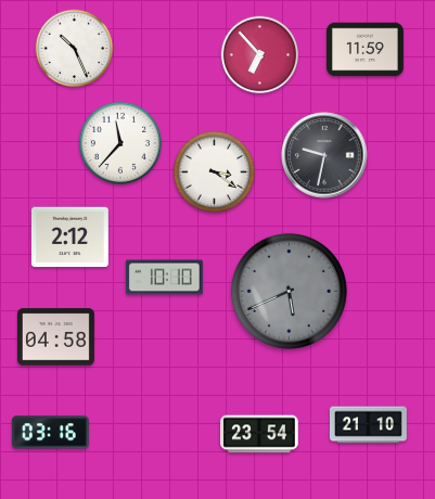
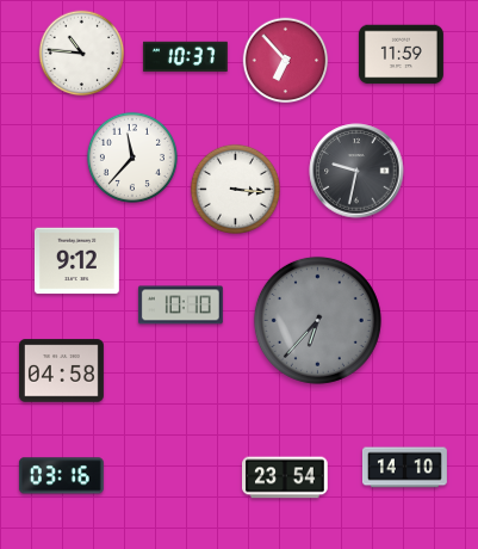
clock at (75, 49): 10:26 -> 10:46
clock at (185, 56): none -> 10:37
clock at (214, 171): 3:21 -> 3:16
clock at (69, 238): 2:12 -> 9:12
clock at (289, 291): 5:41 -> 6:37
clock at (368, 425): 21:10 -> 14:10
clock at (50, 433) position: (50, 433) -> (61, 476)
